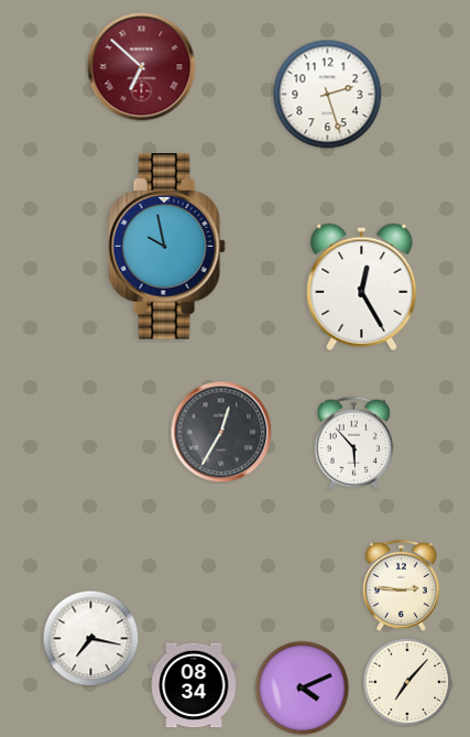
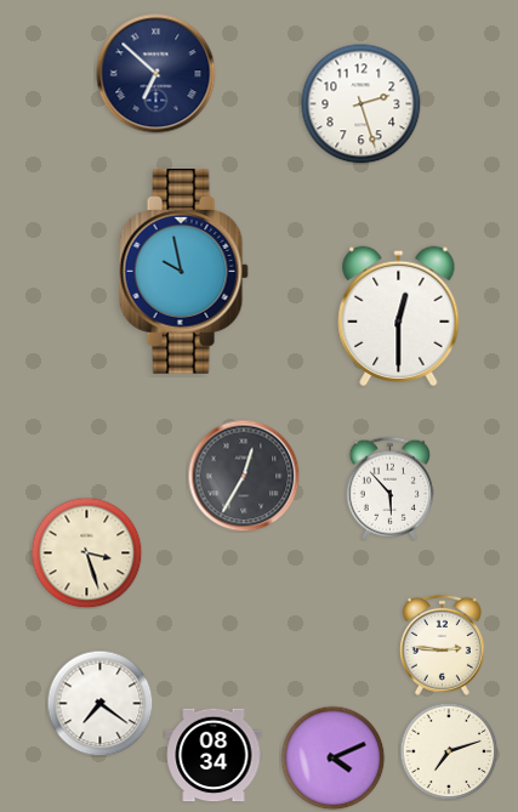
clock at (142, 67) dial: burgundy -> navy
clock at (362, 286): 12:25 -> 12:30
clock at (86, 552): none -> 3:27
clock at (90, 638): 7:17 -> 7:21
clock at (407, 682): 7:07 -> 7:12
